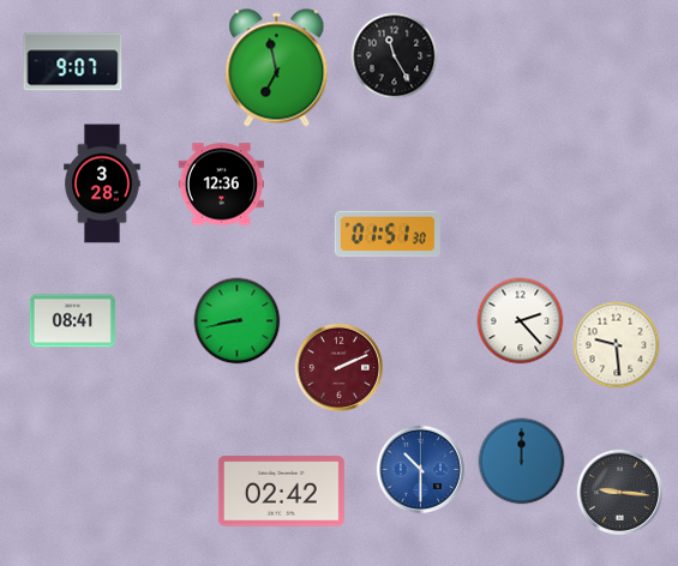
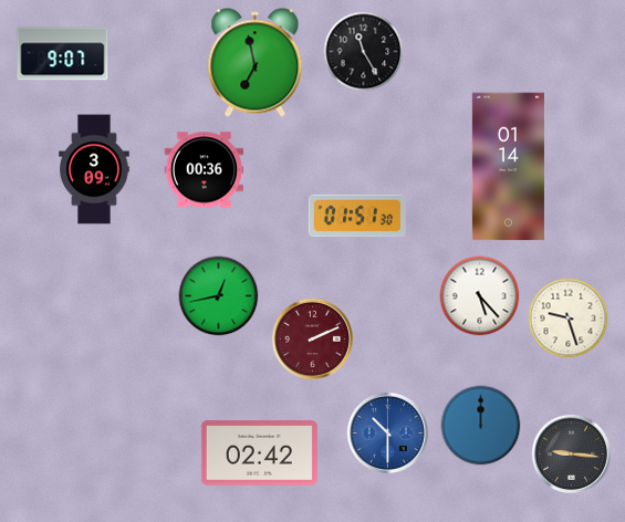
clock at (73, 62) position: (73, 62) -> (63, 54)
clock at (508, 167): none -> 01:14
clock at (102, 183): 3:28 -> 3:09
clock at (221, 185): 12:36 -> 00:36
clock at (72, 321): 08:41 -> none
clock at (238, 321): 8:43 -> 12:43
clock at (521, 321): 2:23 -> 5:23
clock at (617, 345): 9:29 -> 9:27
